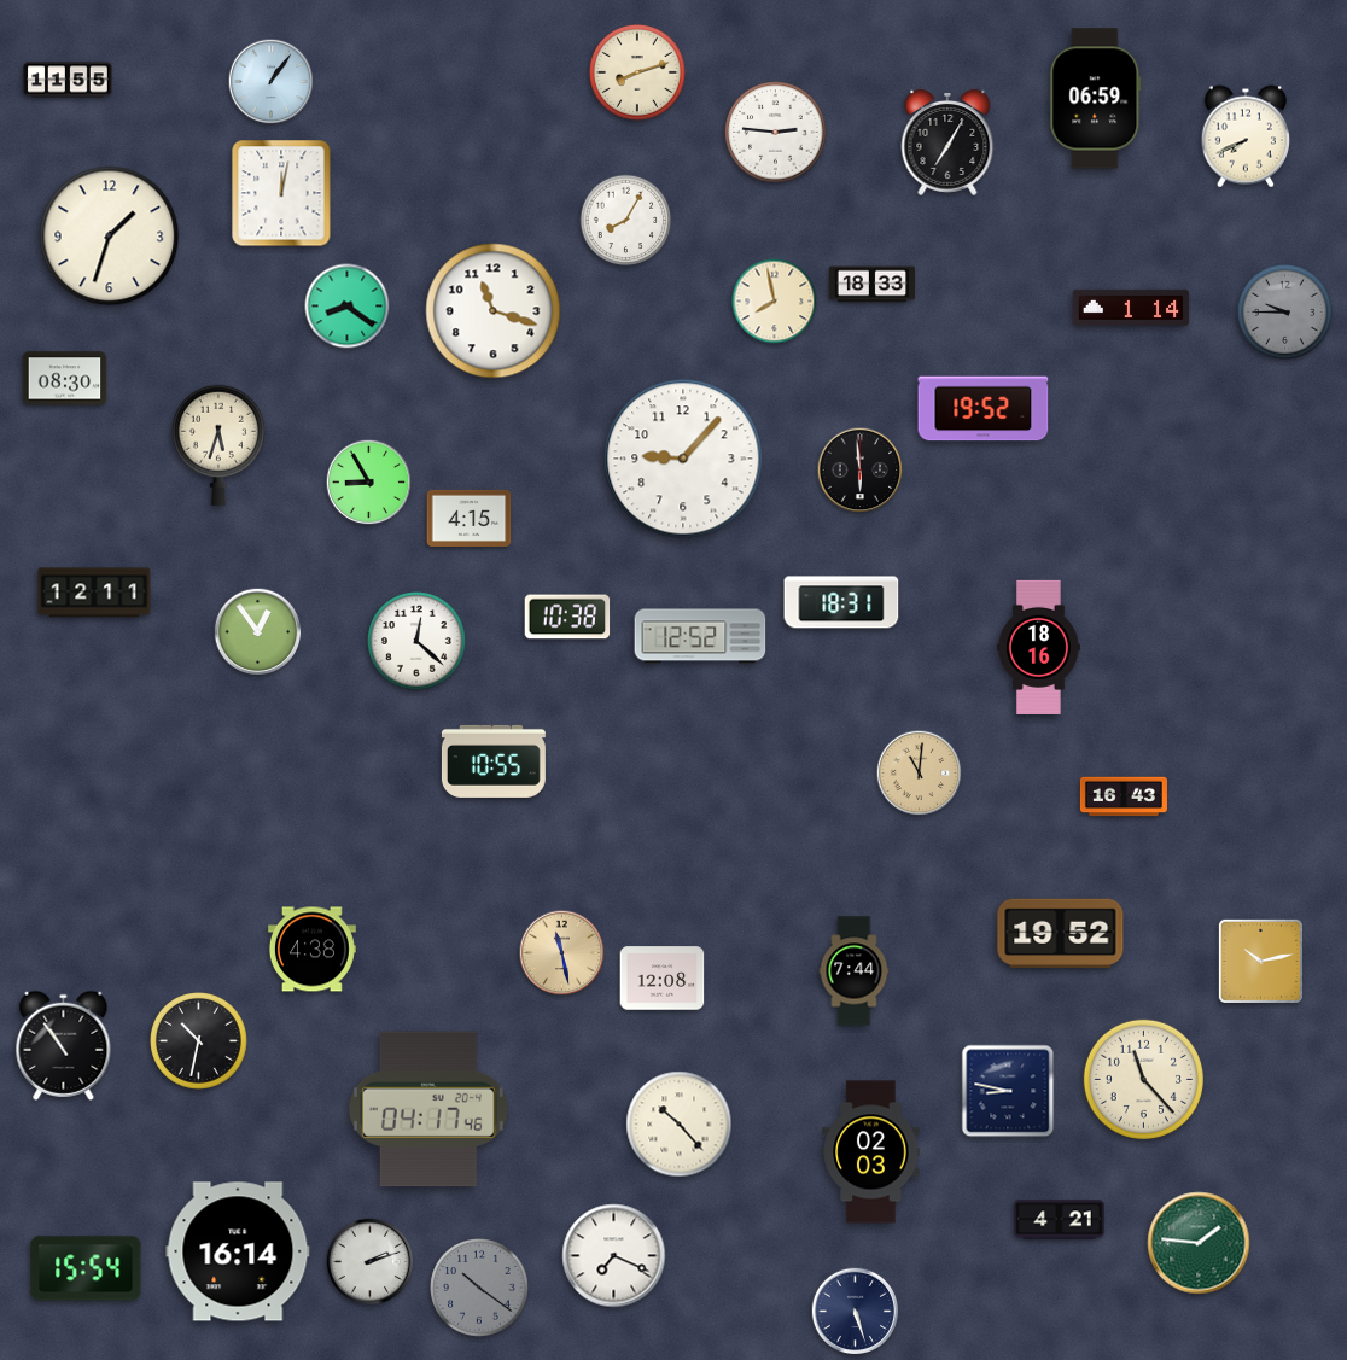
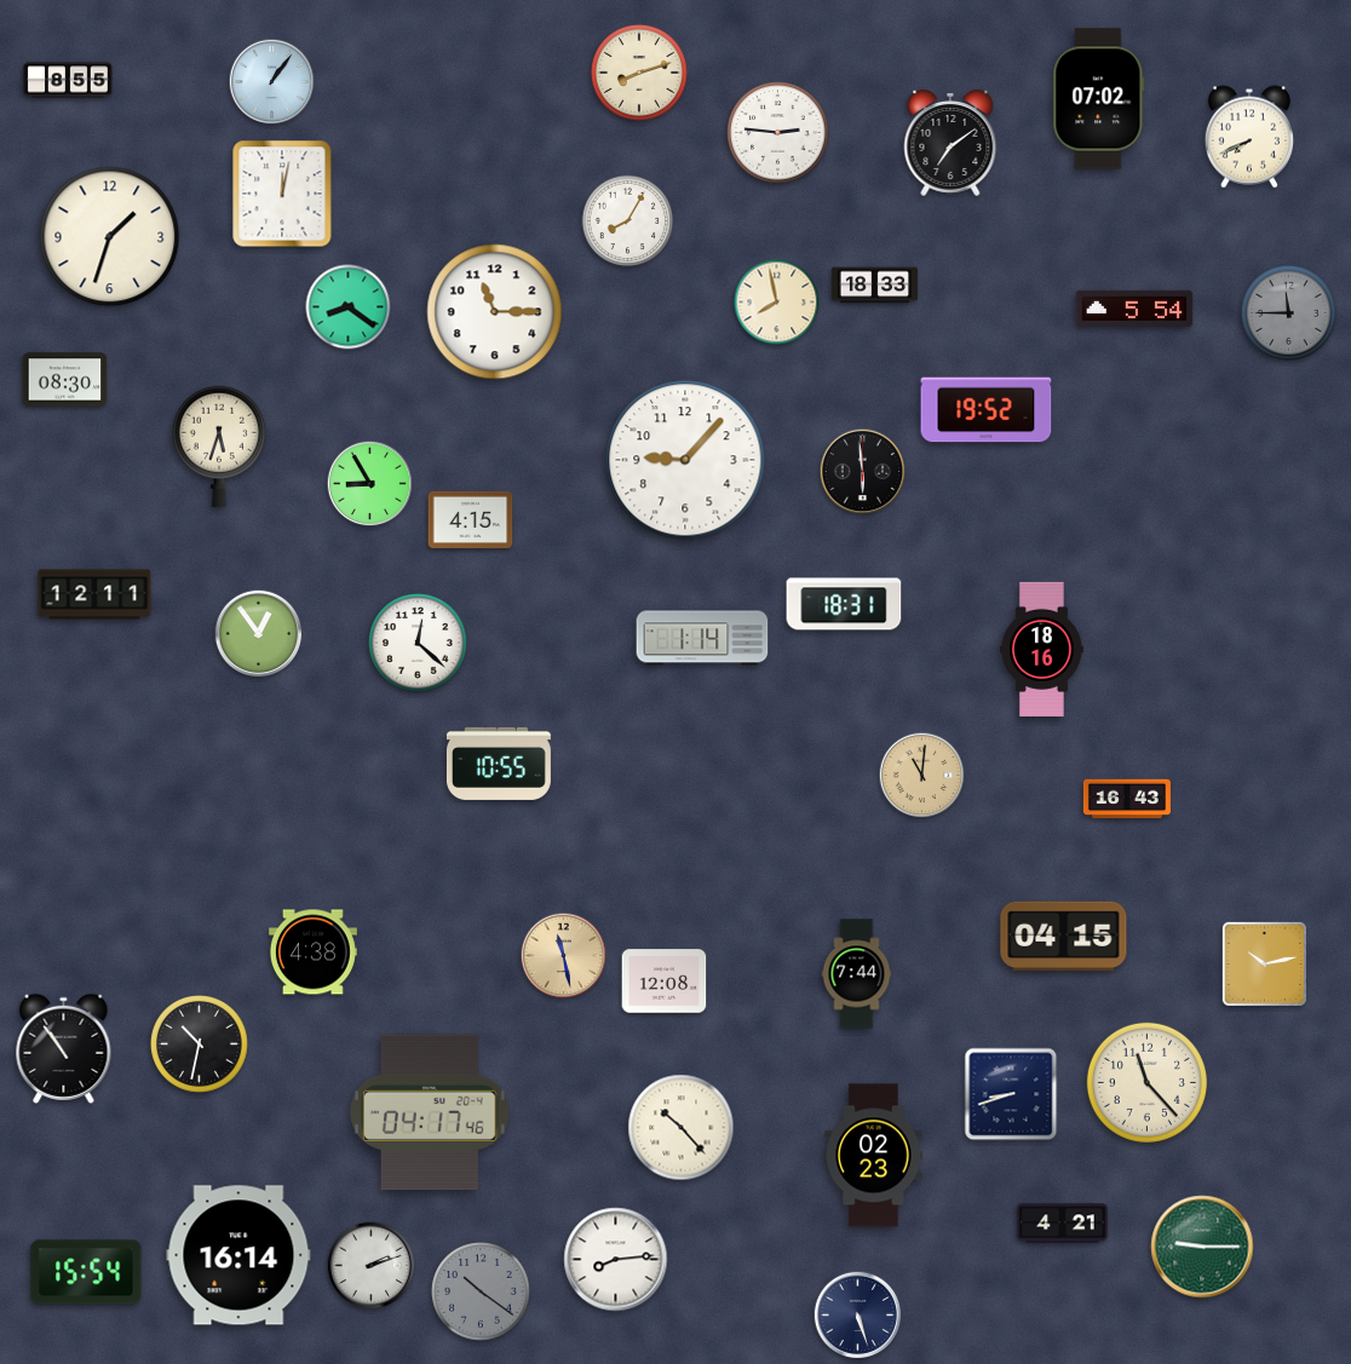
clock at (68, 80): 11:55 -> 8:55
clock at (1096, 99): 06:59 -> 07:02
clock at (947, 142): 7:05 -> 7:09
clock at (1131, 308): 1:14 -> 5:54
clock at (494, 311): 11:18 -> 11:15
clock at (1284, 311): 9:45 -> 11:45
clock at (567, 617): 10:38 -> none
clock at (700, 636): 12:52 -> 1:14
clock at (494, 761) position: (494, 761) -> (499, 764)
clock at (1061, 933): 19:52 -> 04:15
clock at (1008, 1091): 8:47 -> 8:42
clock at (871, 1152): 02:03 -> 02:23
clock at (1199, 1243): 1:46 -> 9:15
clock at (614, 1256): 7:19 -> 8:14
